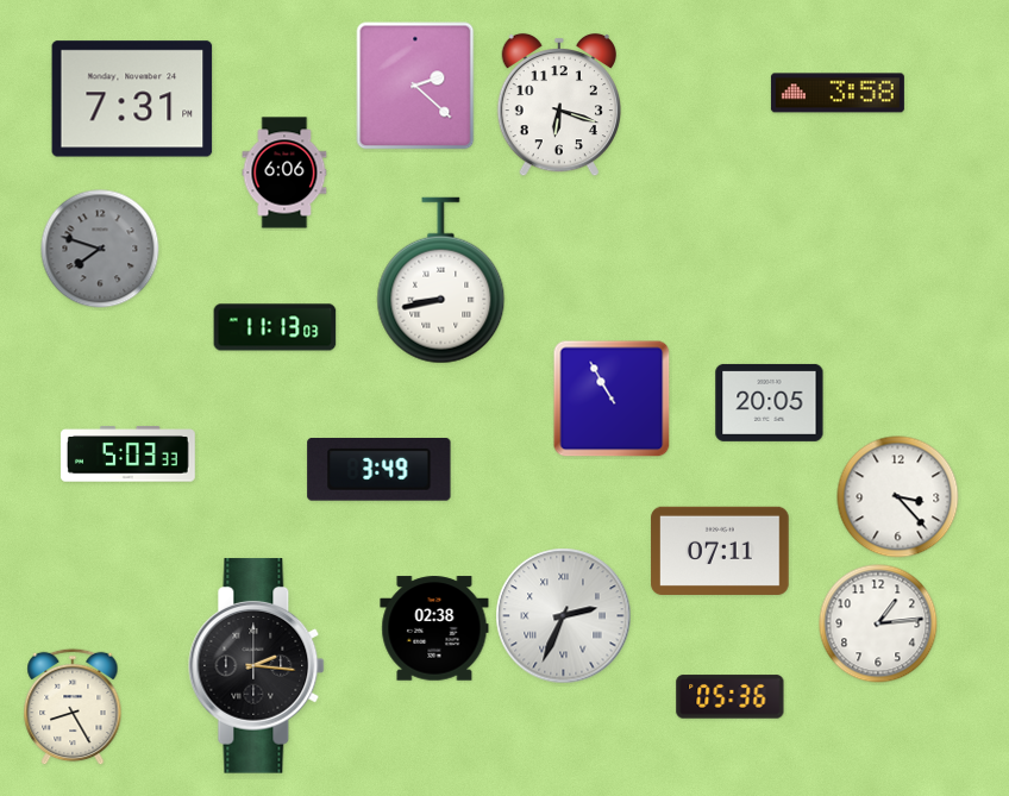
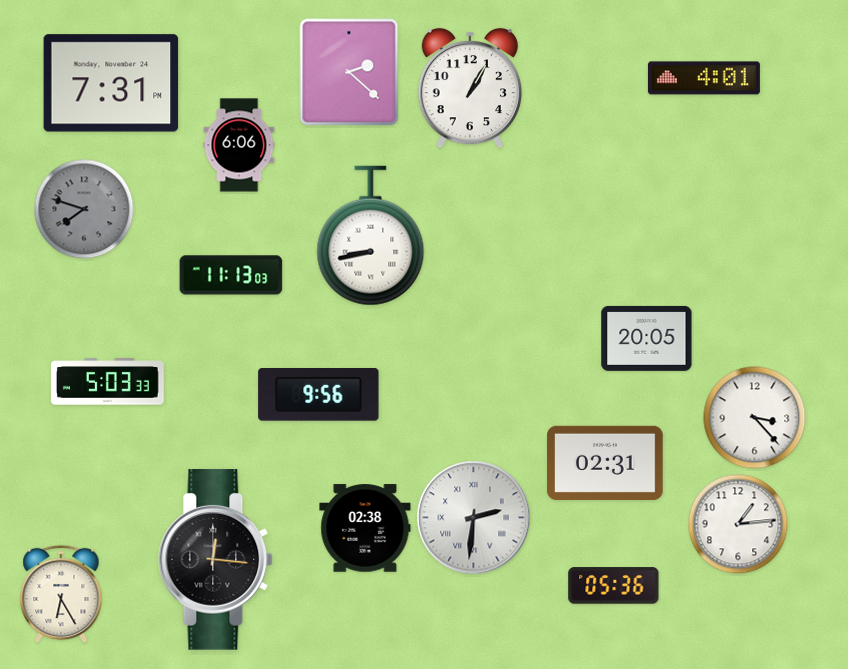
clock at (838, 93): 3:58 -> 4:01
clock at (558, 105): 6:18 -> 1:05
clock at (612, 399): 10:55 -> none
clock at (380, 470): 3:49 -> 9:56
clock at (720, 551): 07:11 -> 02:31
clock at (564, 616): 2:34 -> 2:31
clock at (257, 666): 2:16 -> 12:16
clock at (73, 707): 8:25 -> 6:25
